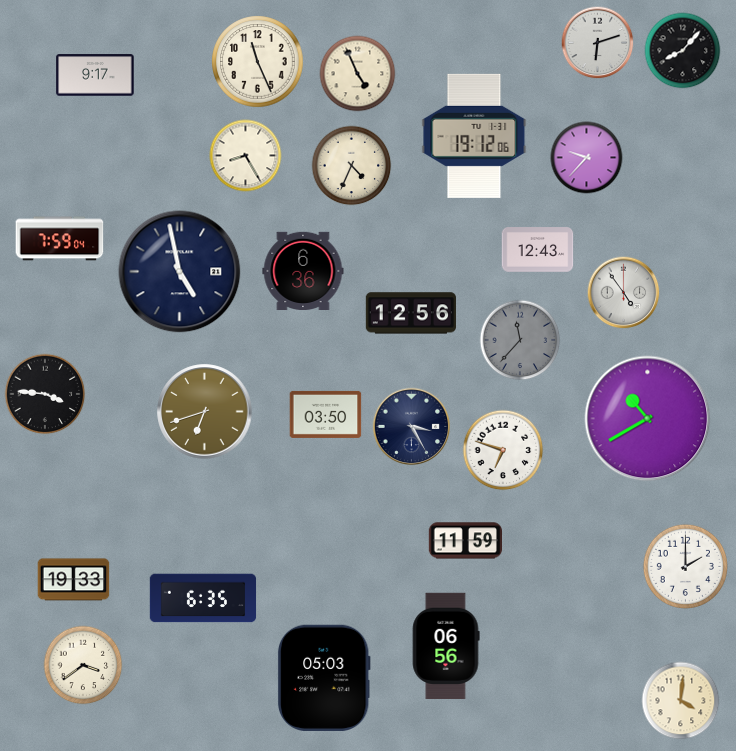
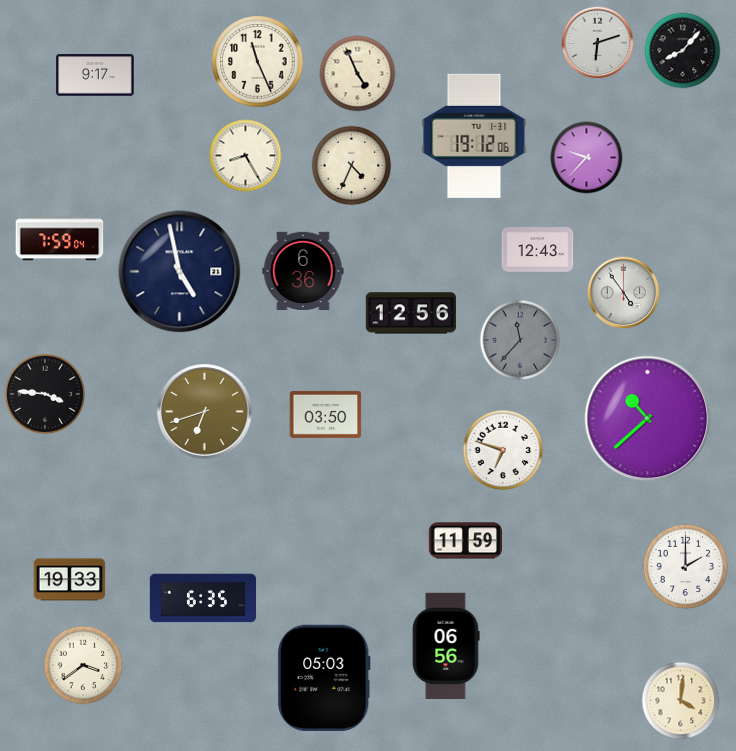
clock at (648, 419): 10:40 -> 10:38
clock at (412, 427): 3:25 -> none
clock at (74, 580) position: (74, 580) -> (70, 580)
